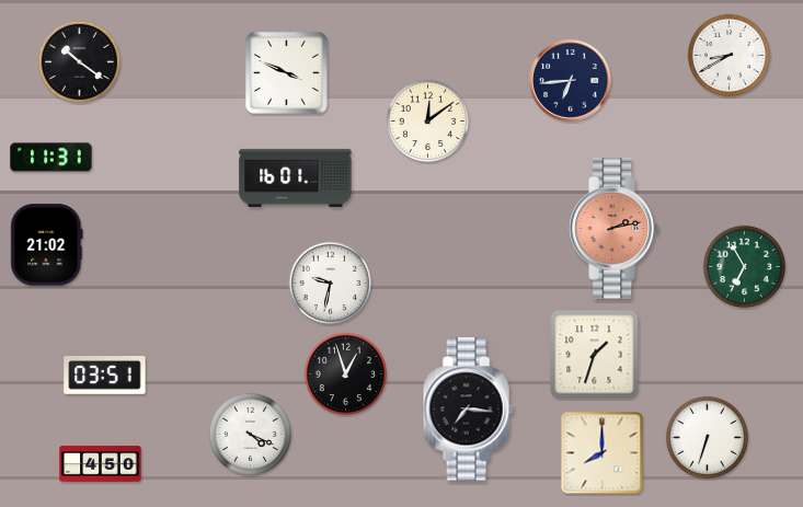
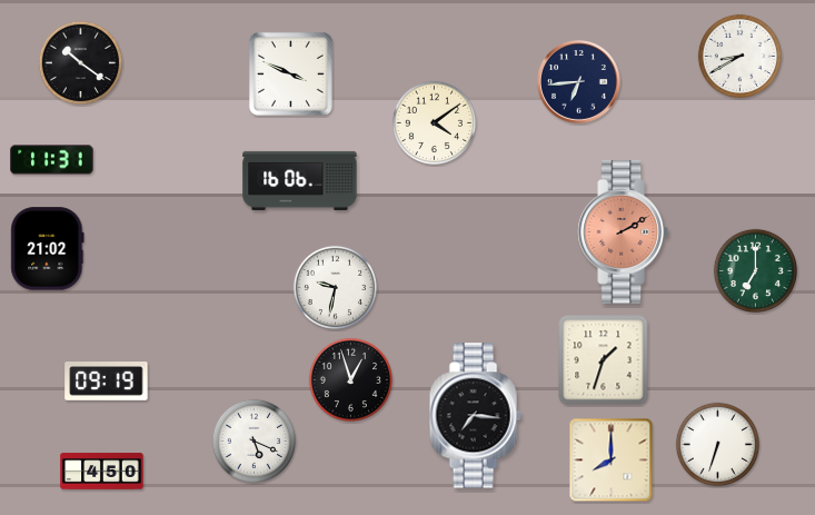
clock at (427, 120): 12:09 -> 4:09
clock at (296, 177): 16:01 -> 16:06
clock at (613, 229): 2:13 -> 2:10
clock at (744, 266): 6:55 -> 7:00
clock at (105, 376): 03:51 -> 09:19
clock at (250, 434): 4:19 -> 5:19
